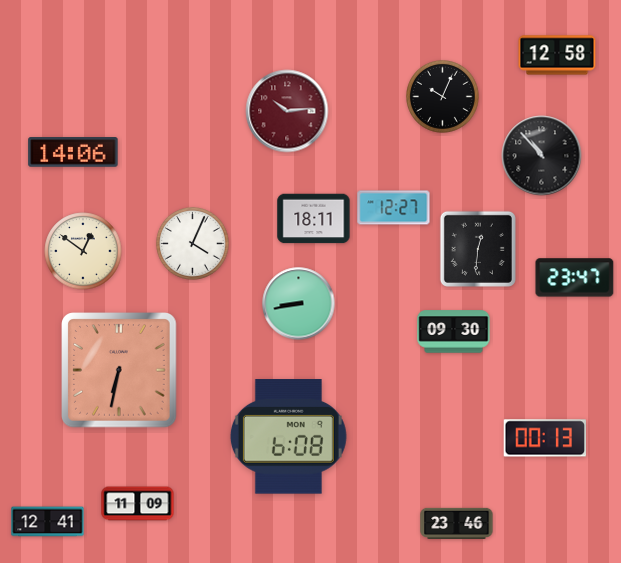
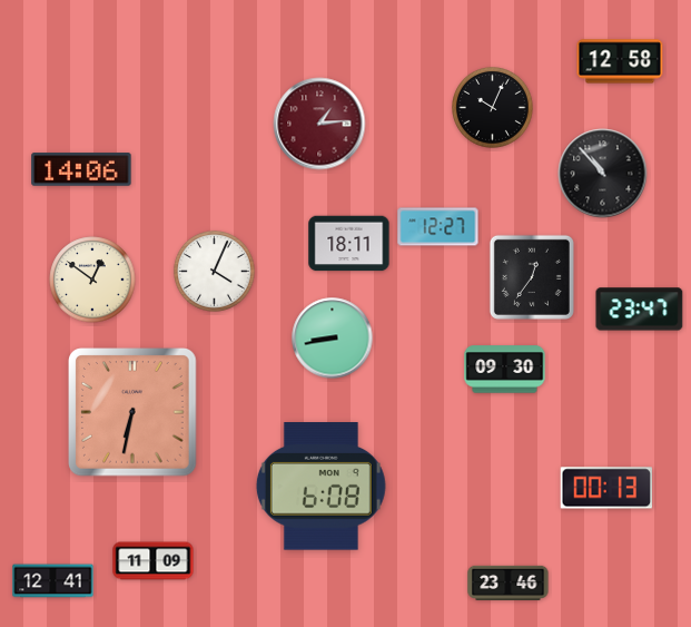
clock at (287, 111): 10:14 -> 1:14
clock at (394, 208) position: (394, 208) -> (438, 227)
clock at (478, 249): 12:31 -> 12:36
